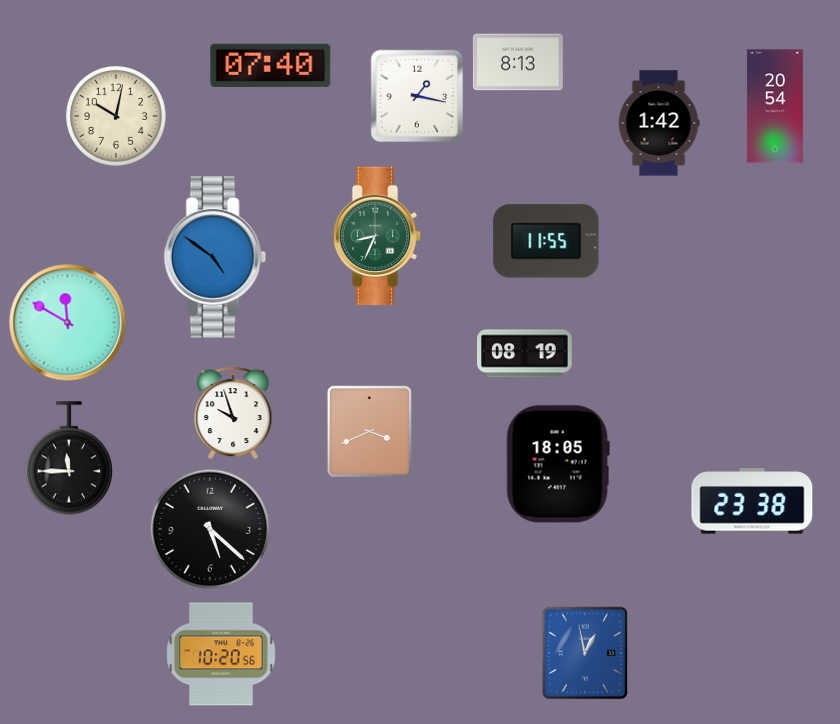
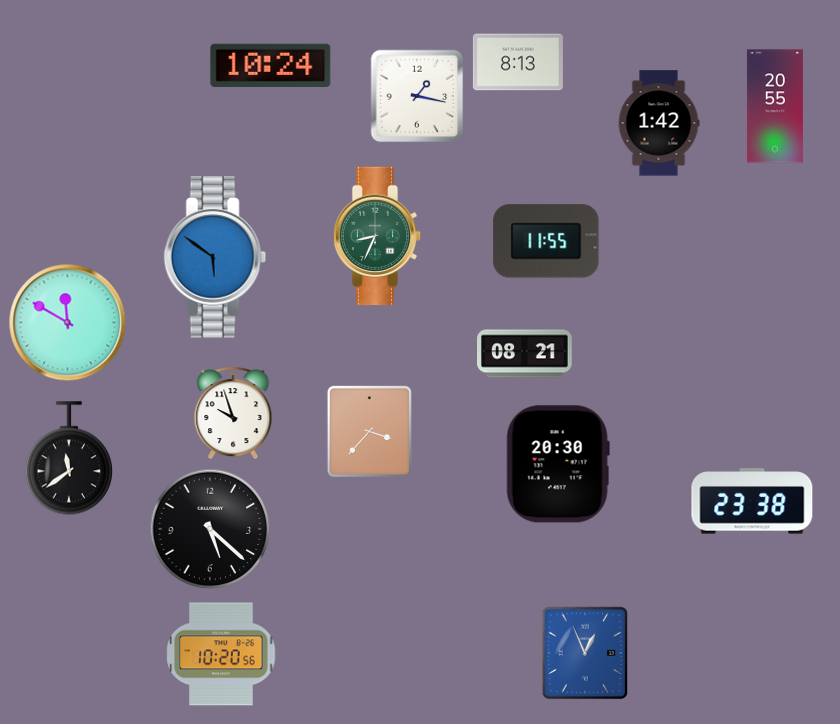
clock at (271, 65): 07:40 -> 10:24
clock at (775, 106): 20:54 -> 20:55
clock at (116, 116): 10:02 -> none
clock at (215, 257): 4:51 -> 5:51
clock at (525, 354): 08:19 -> 08:21
clock at (369, 431): 3:41 -> 3:37
clock at (69, 458): 11:45 -> 11:39
clock at (558, 464): 18:05 -> 20:30
clock at (585, 653): 12:58 -> 12:56
